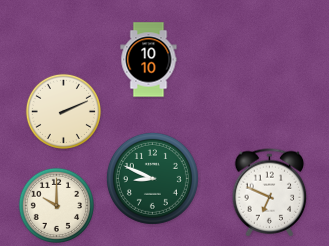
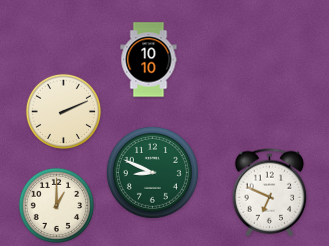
clock at (152, 178) position: (152, 178) -> (152, 172)
clock at (56, 205): 10:00 -> 1:00
